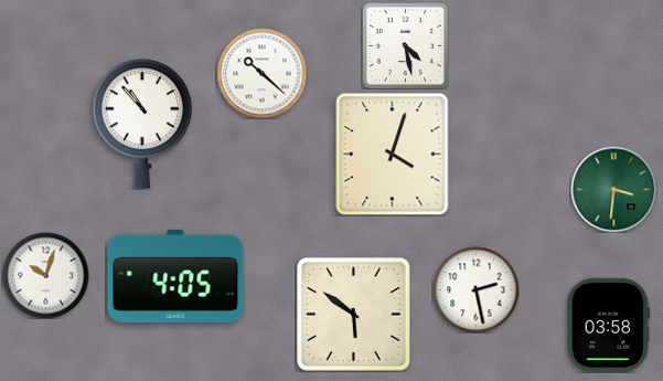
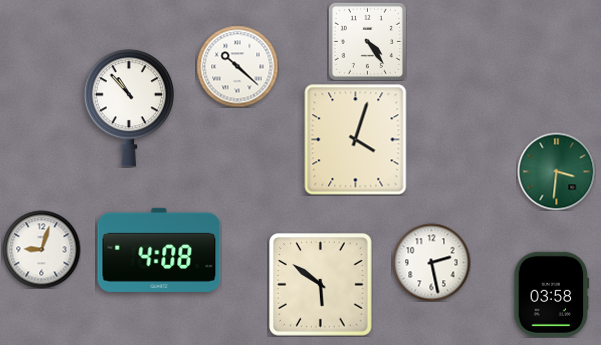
clock at (405, 45): 4:28 -> 4:24
clock at (142, 124) position: (142, 124) -> (129, 108)
clock at (45, 275): 10:03 -> 9:03
clock at (175, 276): 4:05 -> 4:08
